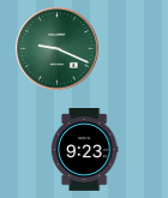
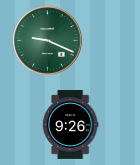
clock at (84, 150): 9:23 -> 9:26
